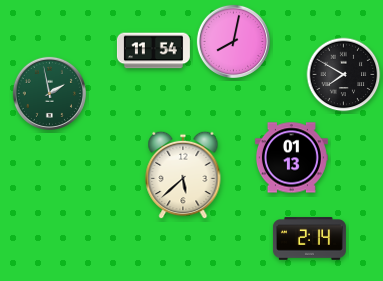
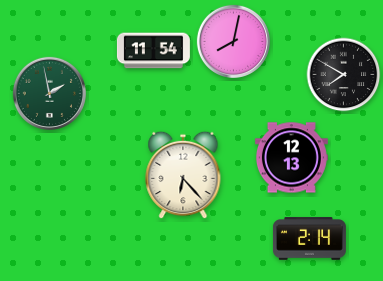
clock at (291, 158): 01:13 -> 12:13
clock at (183, 175): 5:38 -> 6:23
